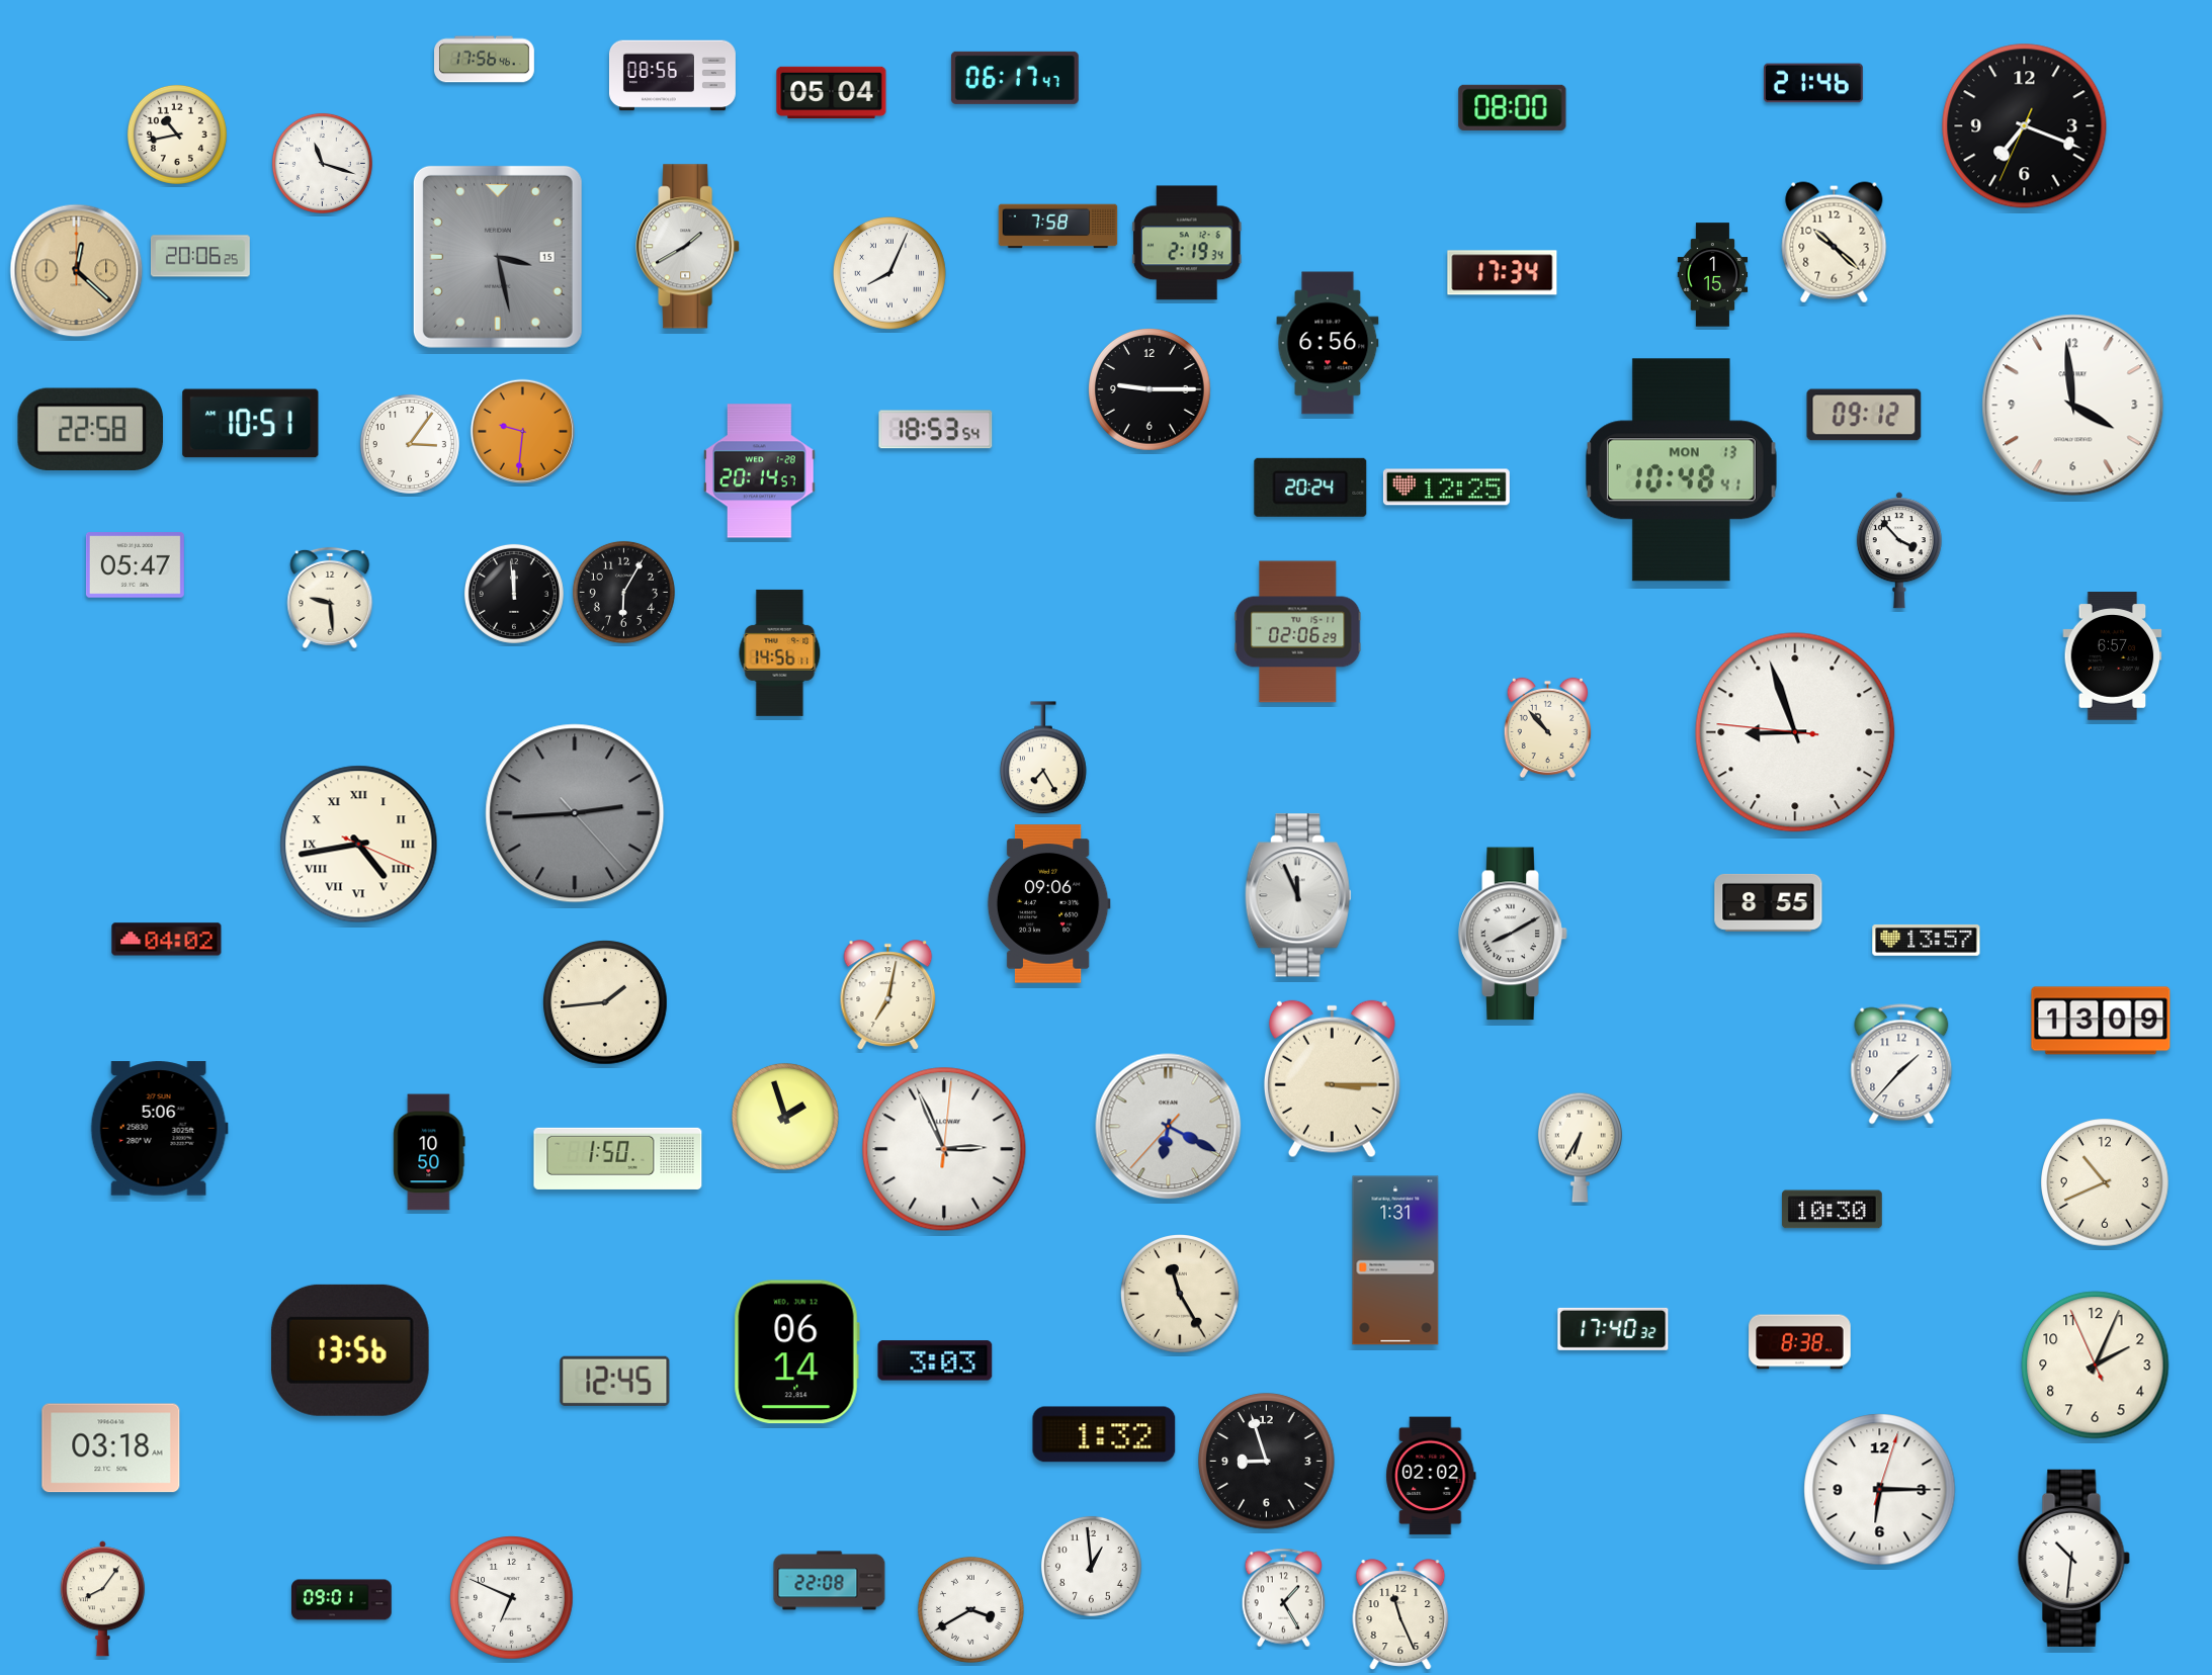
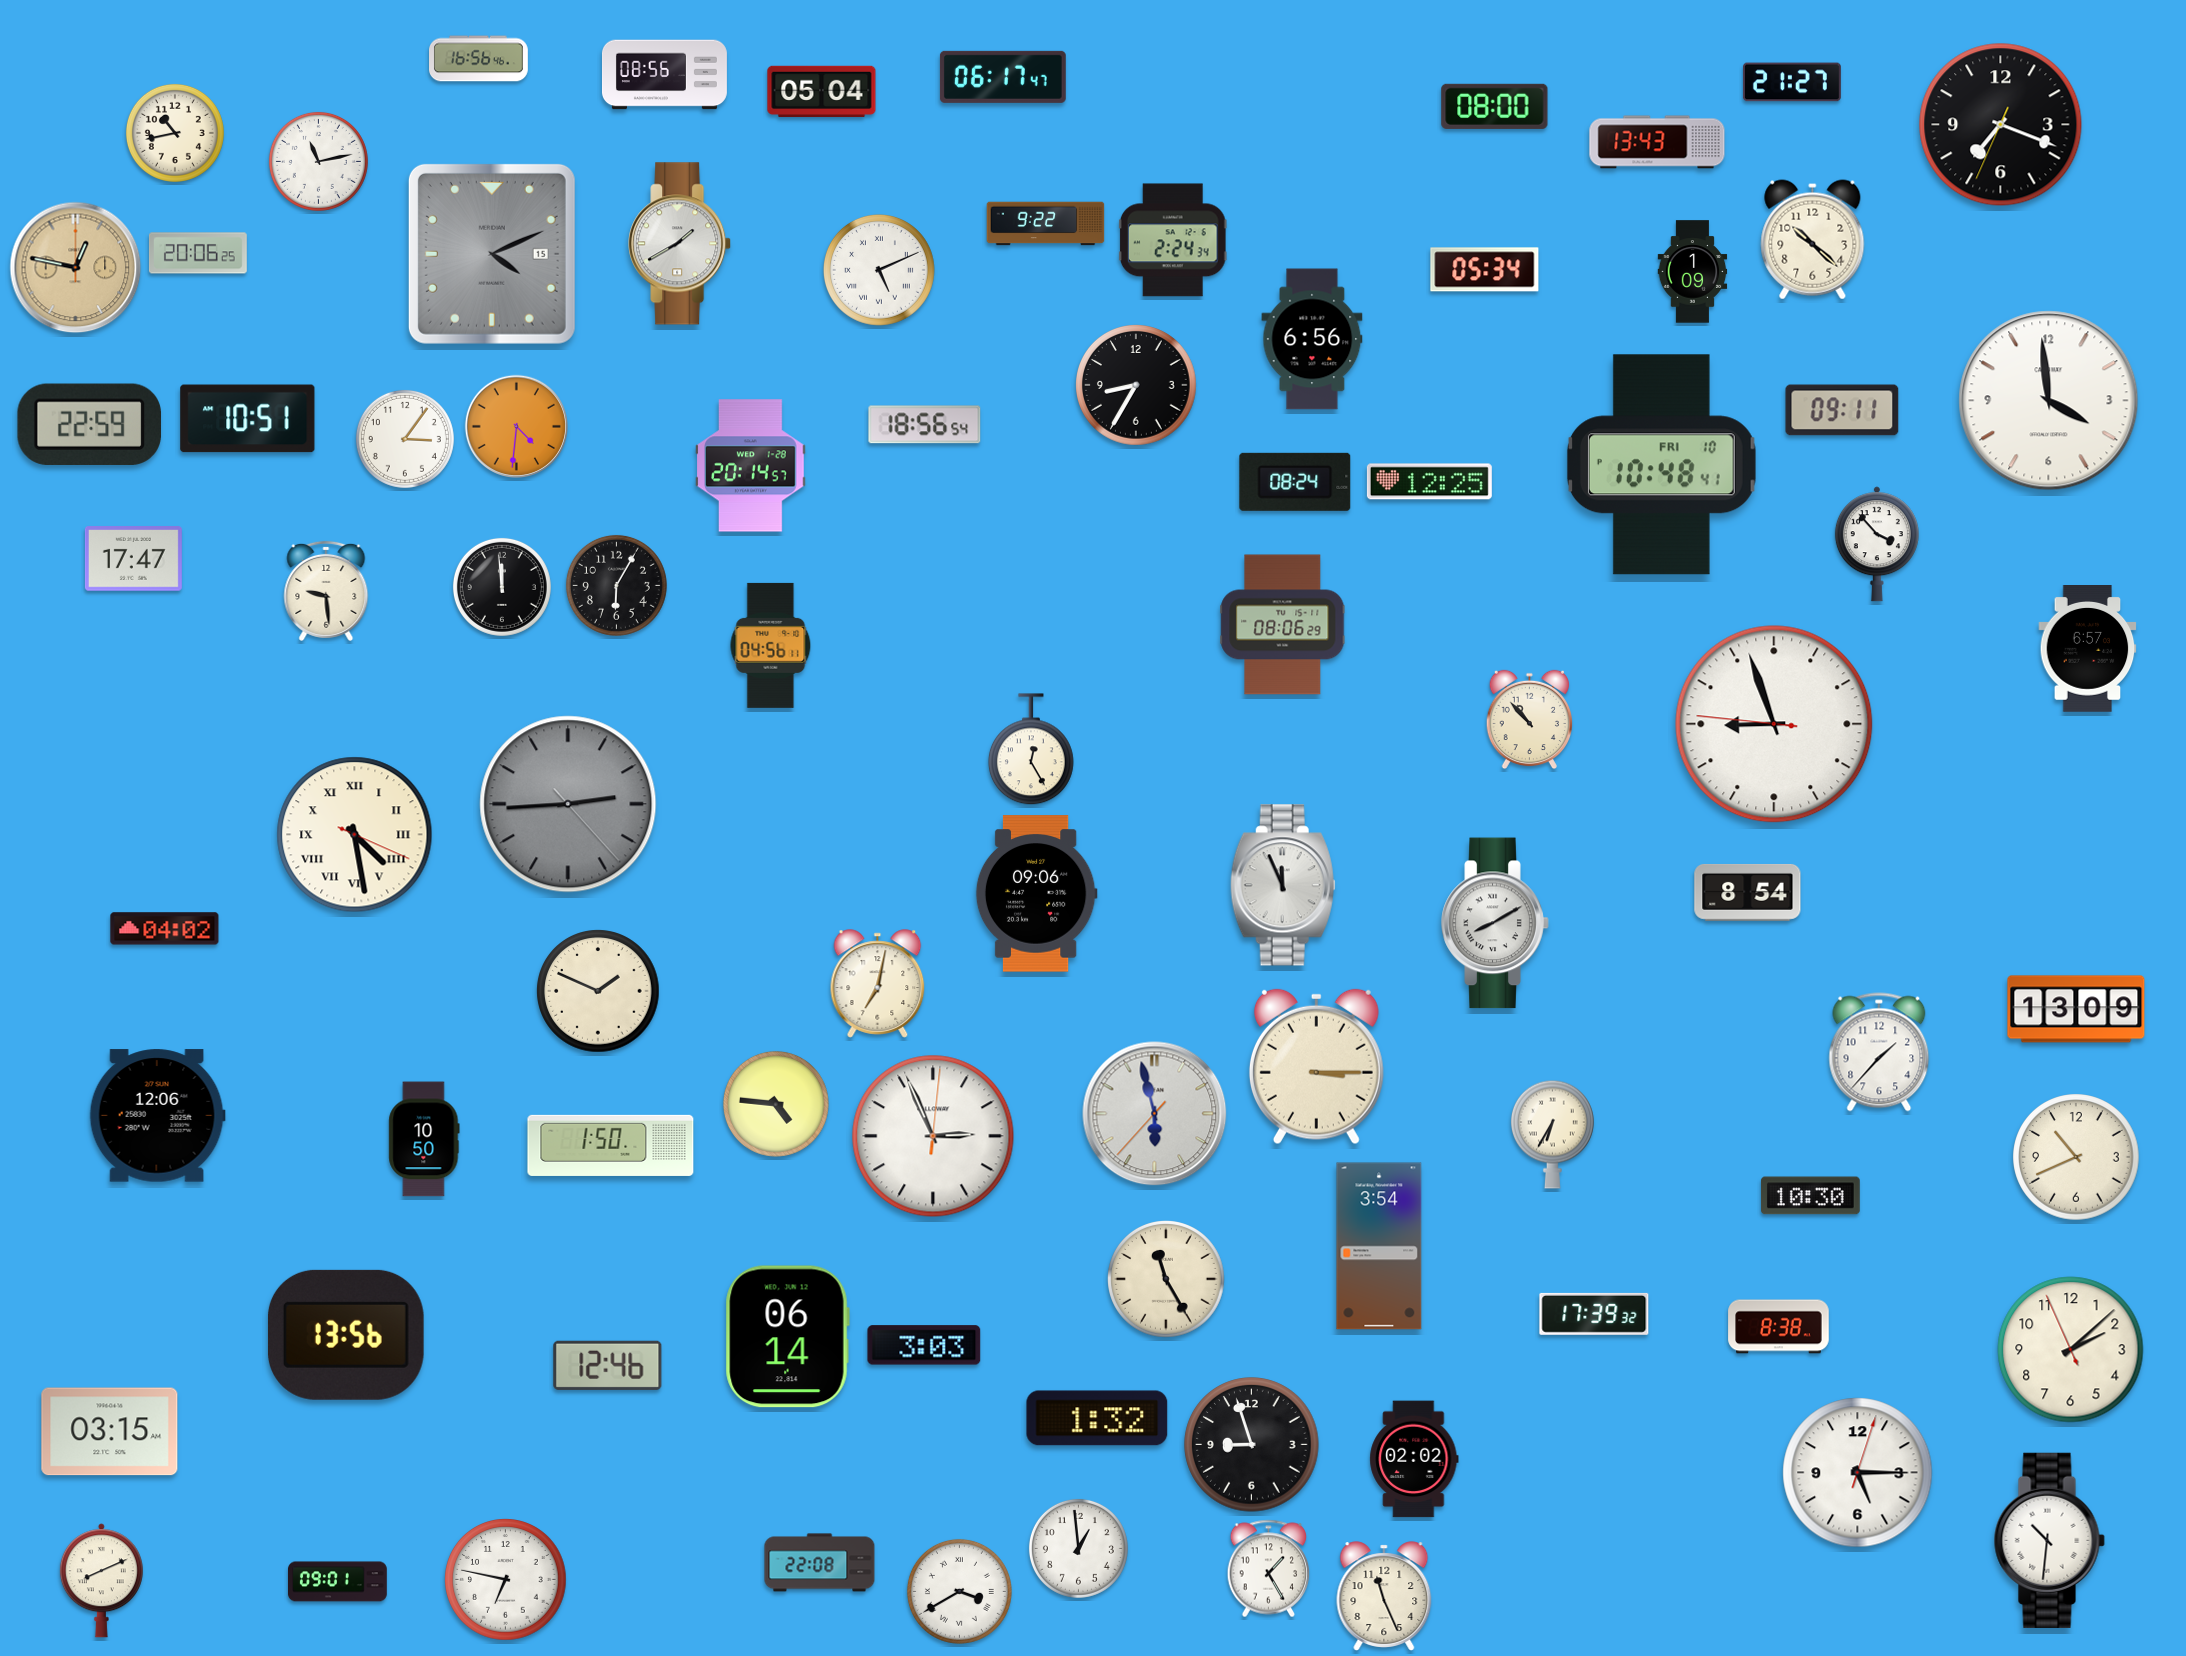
clock at (485, 60): 17:56 -> 16:56
clock at (1813, 83): 21:46 -> 21:27
clock at (1657, 142): none -> 13:43
clock at (322, 163): 11:18 -> 11:13
clock at (1058, 227): 7:58 -> 9:22
clock at (1187, 243): 2:19 -> 2:24
clock at (498, 257): 3:28 -> 4:11
clock at (77, 271): 12:22 -> 12:47
clock at (889, 273): 8:04 -> 5:11
clock at (1503, 273): 17:34 -> 05:34
clock at (1713, 275): 1:15 -> 1:09
clock at (1150, 389): 9:15 -> 8:35
clock at (1864, 415): 09:12 -> 09:11
clock at (90, 429): 22:58 -> 22:59
clock at (936, 430): 18:53 -> 18:56
clock at (522, 431): 9:31 -> 4:31
clock at (1681, 470) date: MON 13 -> FRI 10
clock at (1310, 488): 20:24 -> 08:24
clock at (135, 565): 05:47 -> 17:47
clock at (514, 594) position: (514, 594) -> (502, 587)
clock at (1298, 632): 02:06 -> 08:06
clock at (780, 652): 14:56 -> 04:56
clock at (1043, 759): 7:25 -> 12:25
clock at (359, 845): 4:43 -> 4:28
clock at (1769, 902): 8:55 -> 8:54
clock at (1927, 941): 13:57 -> none
clock at (605, 1002): 1:44 -> 1:49
clock at (785, 1117): 1:57 -> 4:46
clock at (1169, 1127): 6:19 -> 5:57
clock at (159, 1129): 5:06 -> 12:06
clock at (1580, 1147) position: (1580, 1147) -> (1552, 1134)
clock at (2105, 1182) position: (2105, 1182) -> (2076, 1157)
clock at (1395, 1260): 1:31 -> 3:54
clock at (1613, 1329): 17:40 -> 17:39
clock at (2096, 1365): 2:03 -> 2:07
clock at (615, 1381): 12:45 -> 12:46
clock at (1104, 1434) position: (1104, 1434) -> (1097, 1418)
clock at (111, 1448): 03:18 -> 03:15
clock at (1880, 1490): 6:15 -> 5:15
clock at (512, 1598): 6:49 -> 6:47
clock at (1284, 1598) position: (1284, 1598) -> (1269, 1569)
clock at (102, 1599): 8:06 -> 8:11
